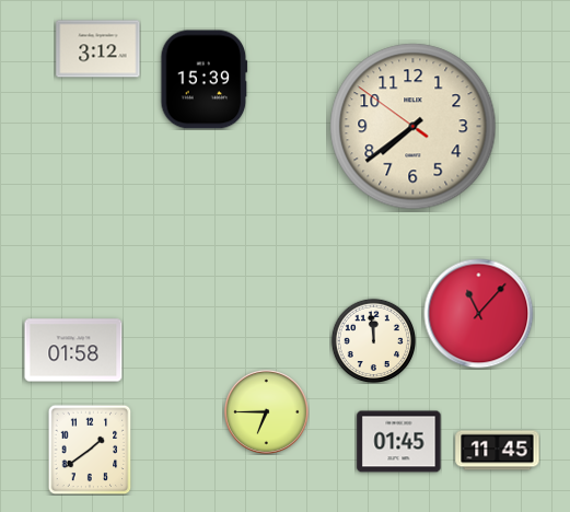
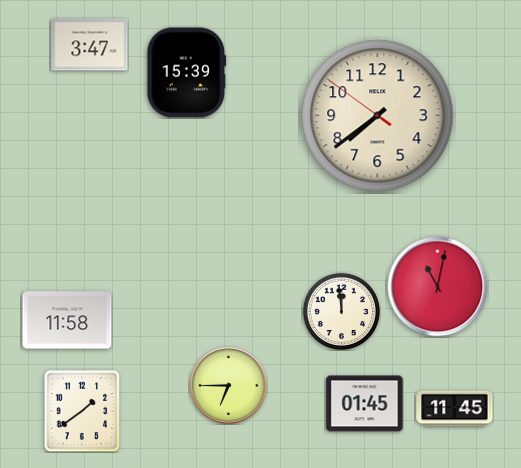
clock at (98, 49): 3:12 -> 3:47
clock at (479, 314): 11:07 -> 11:02
clock at (73, 350): 01:58 -> 11:58
clock at (266, 411) position: (266, 411) -> (228, 385)
clock at (498, 451) position: (498, 451) -> (455, 409)
